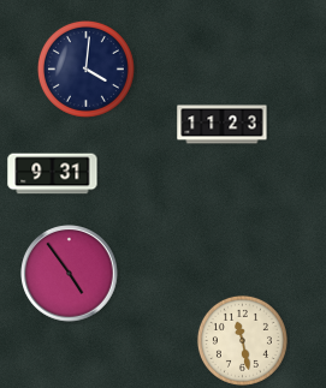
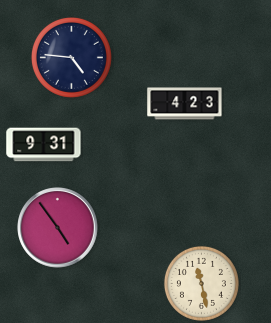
clock at (85, 68): 4:01 -> 4:46
clock at (223, 125): 11:23 -> 4:23
